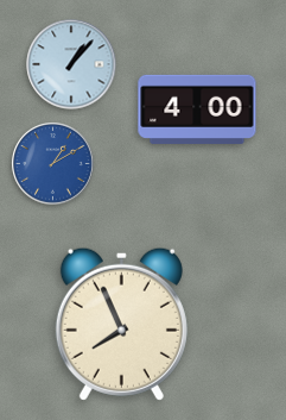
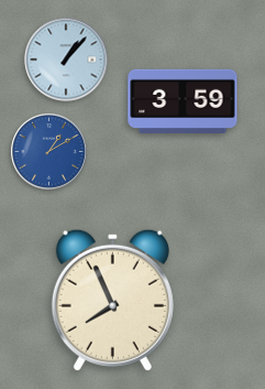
clock at (197, 109): 4:00 -> 3:59
